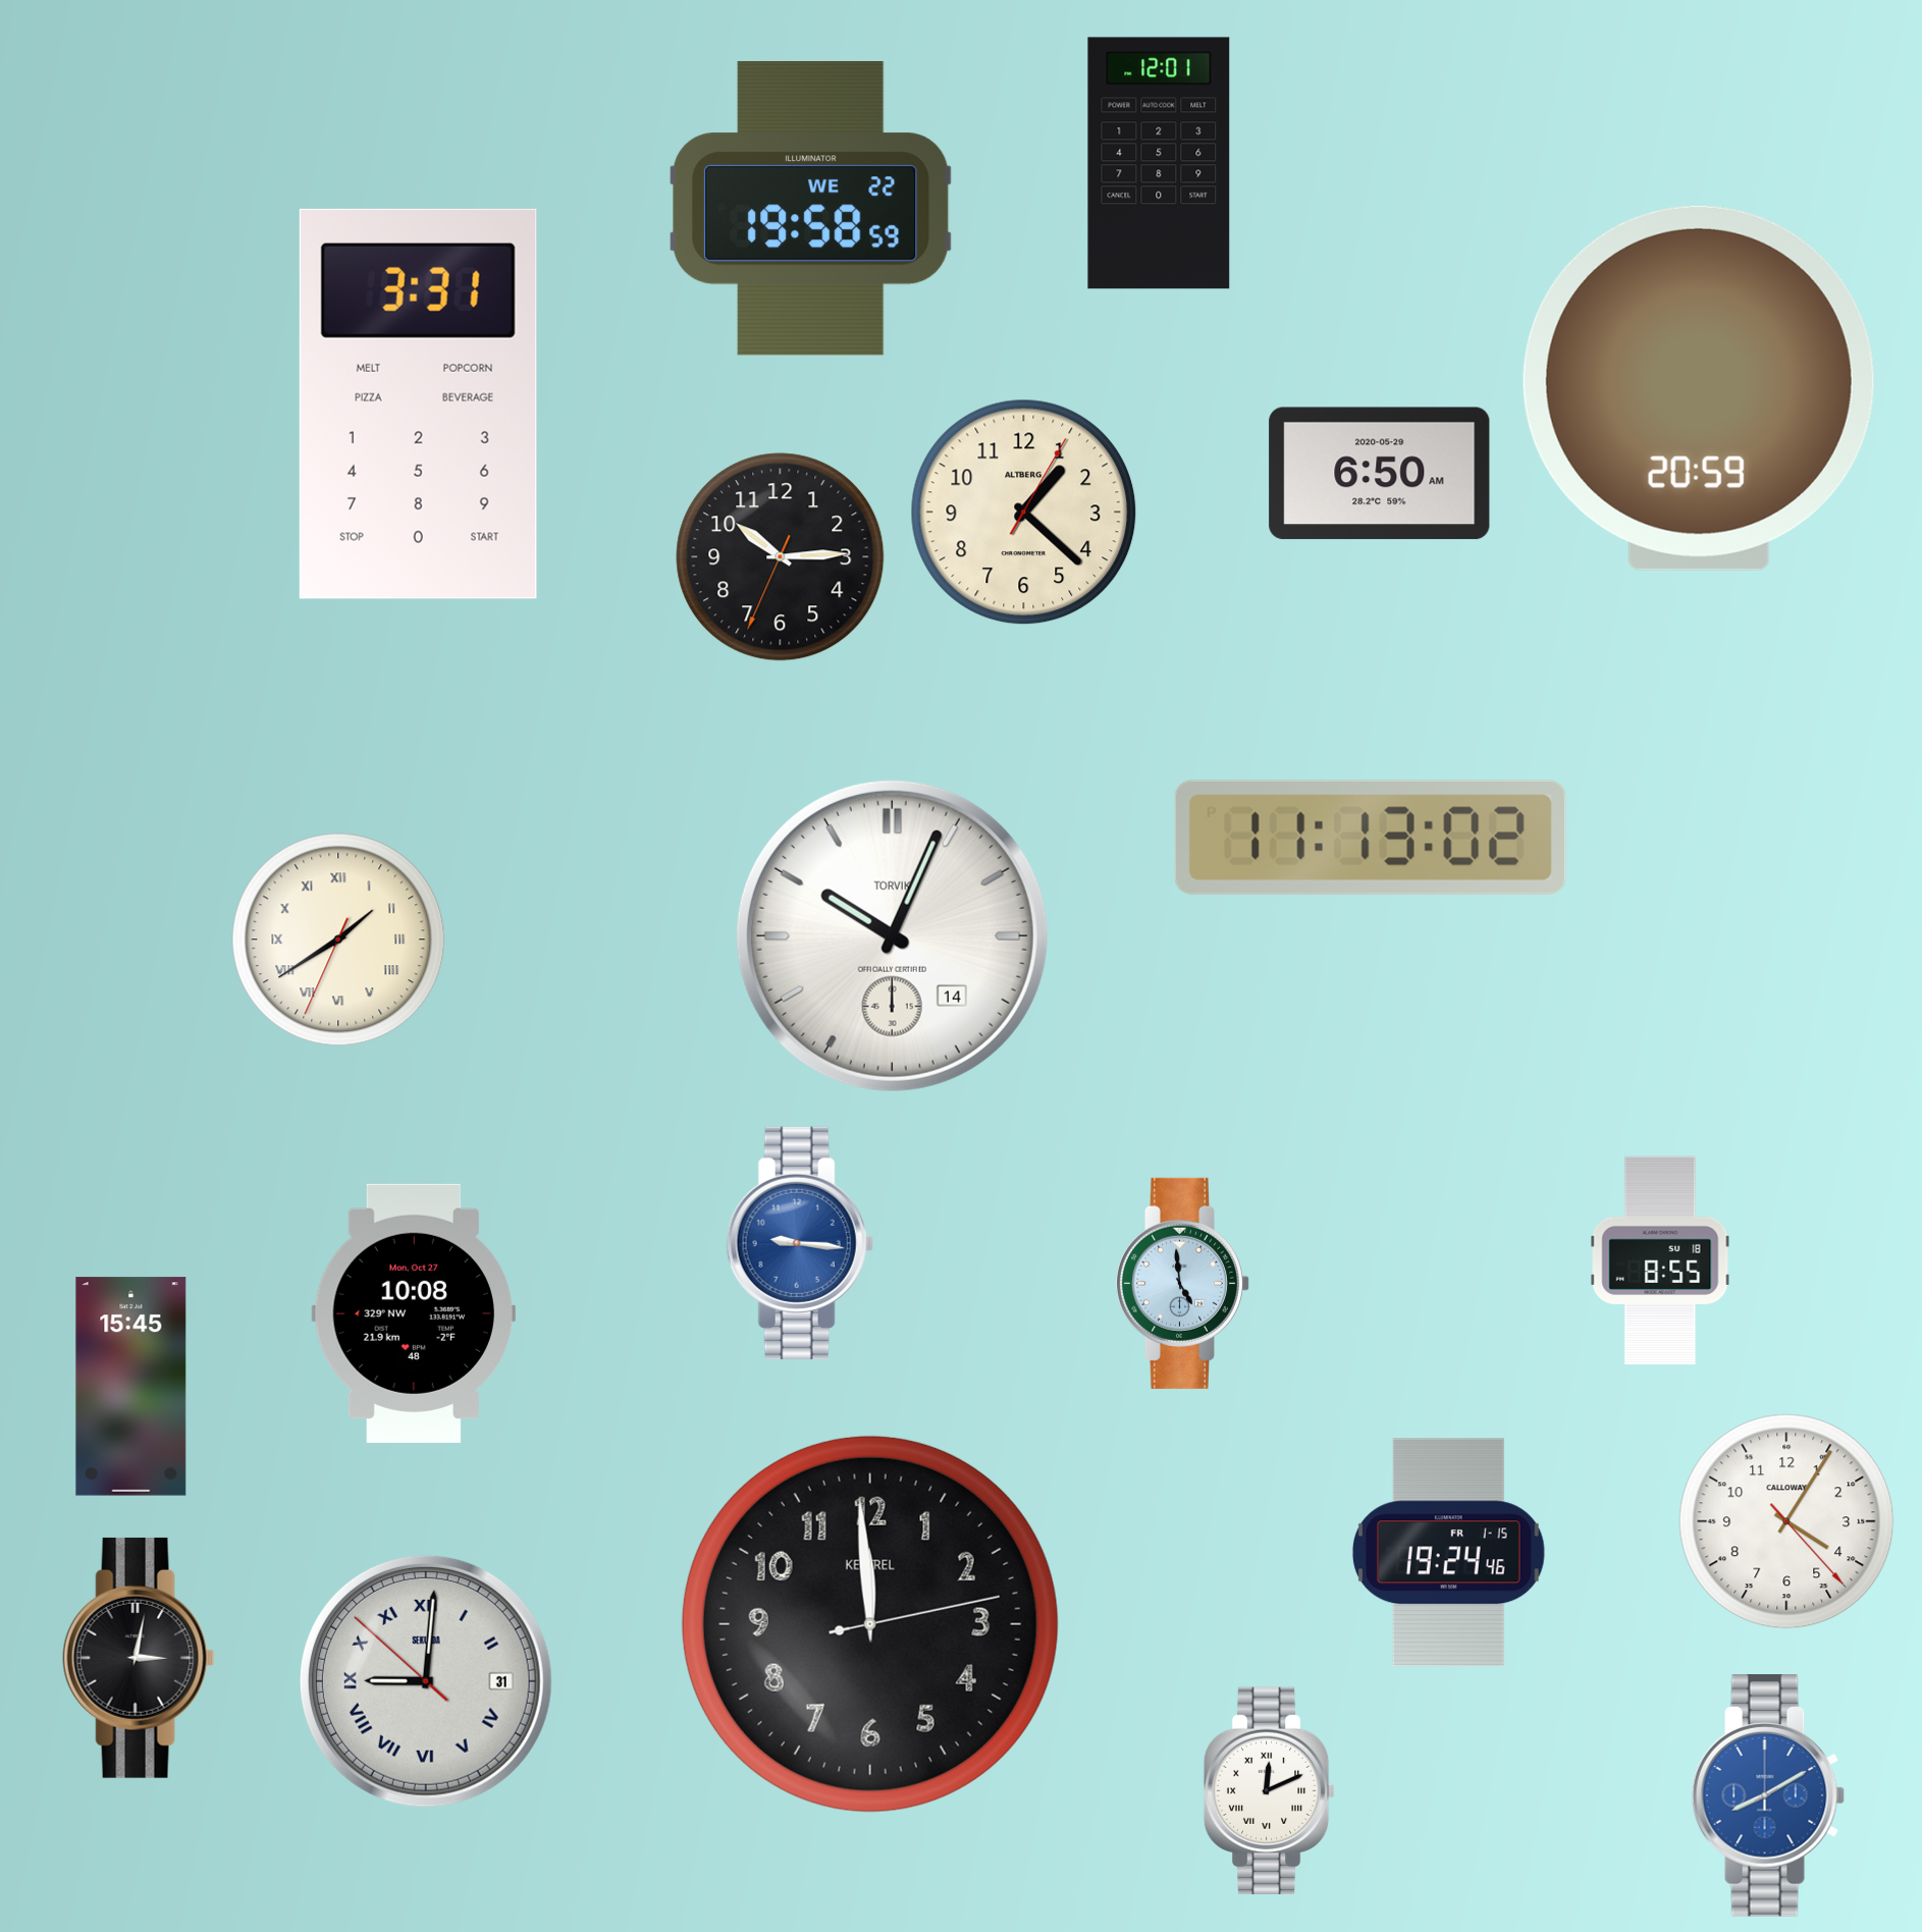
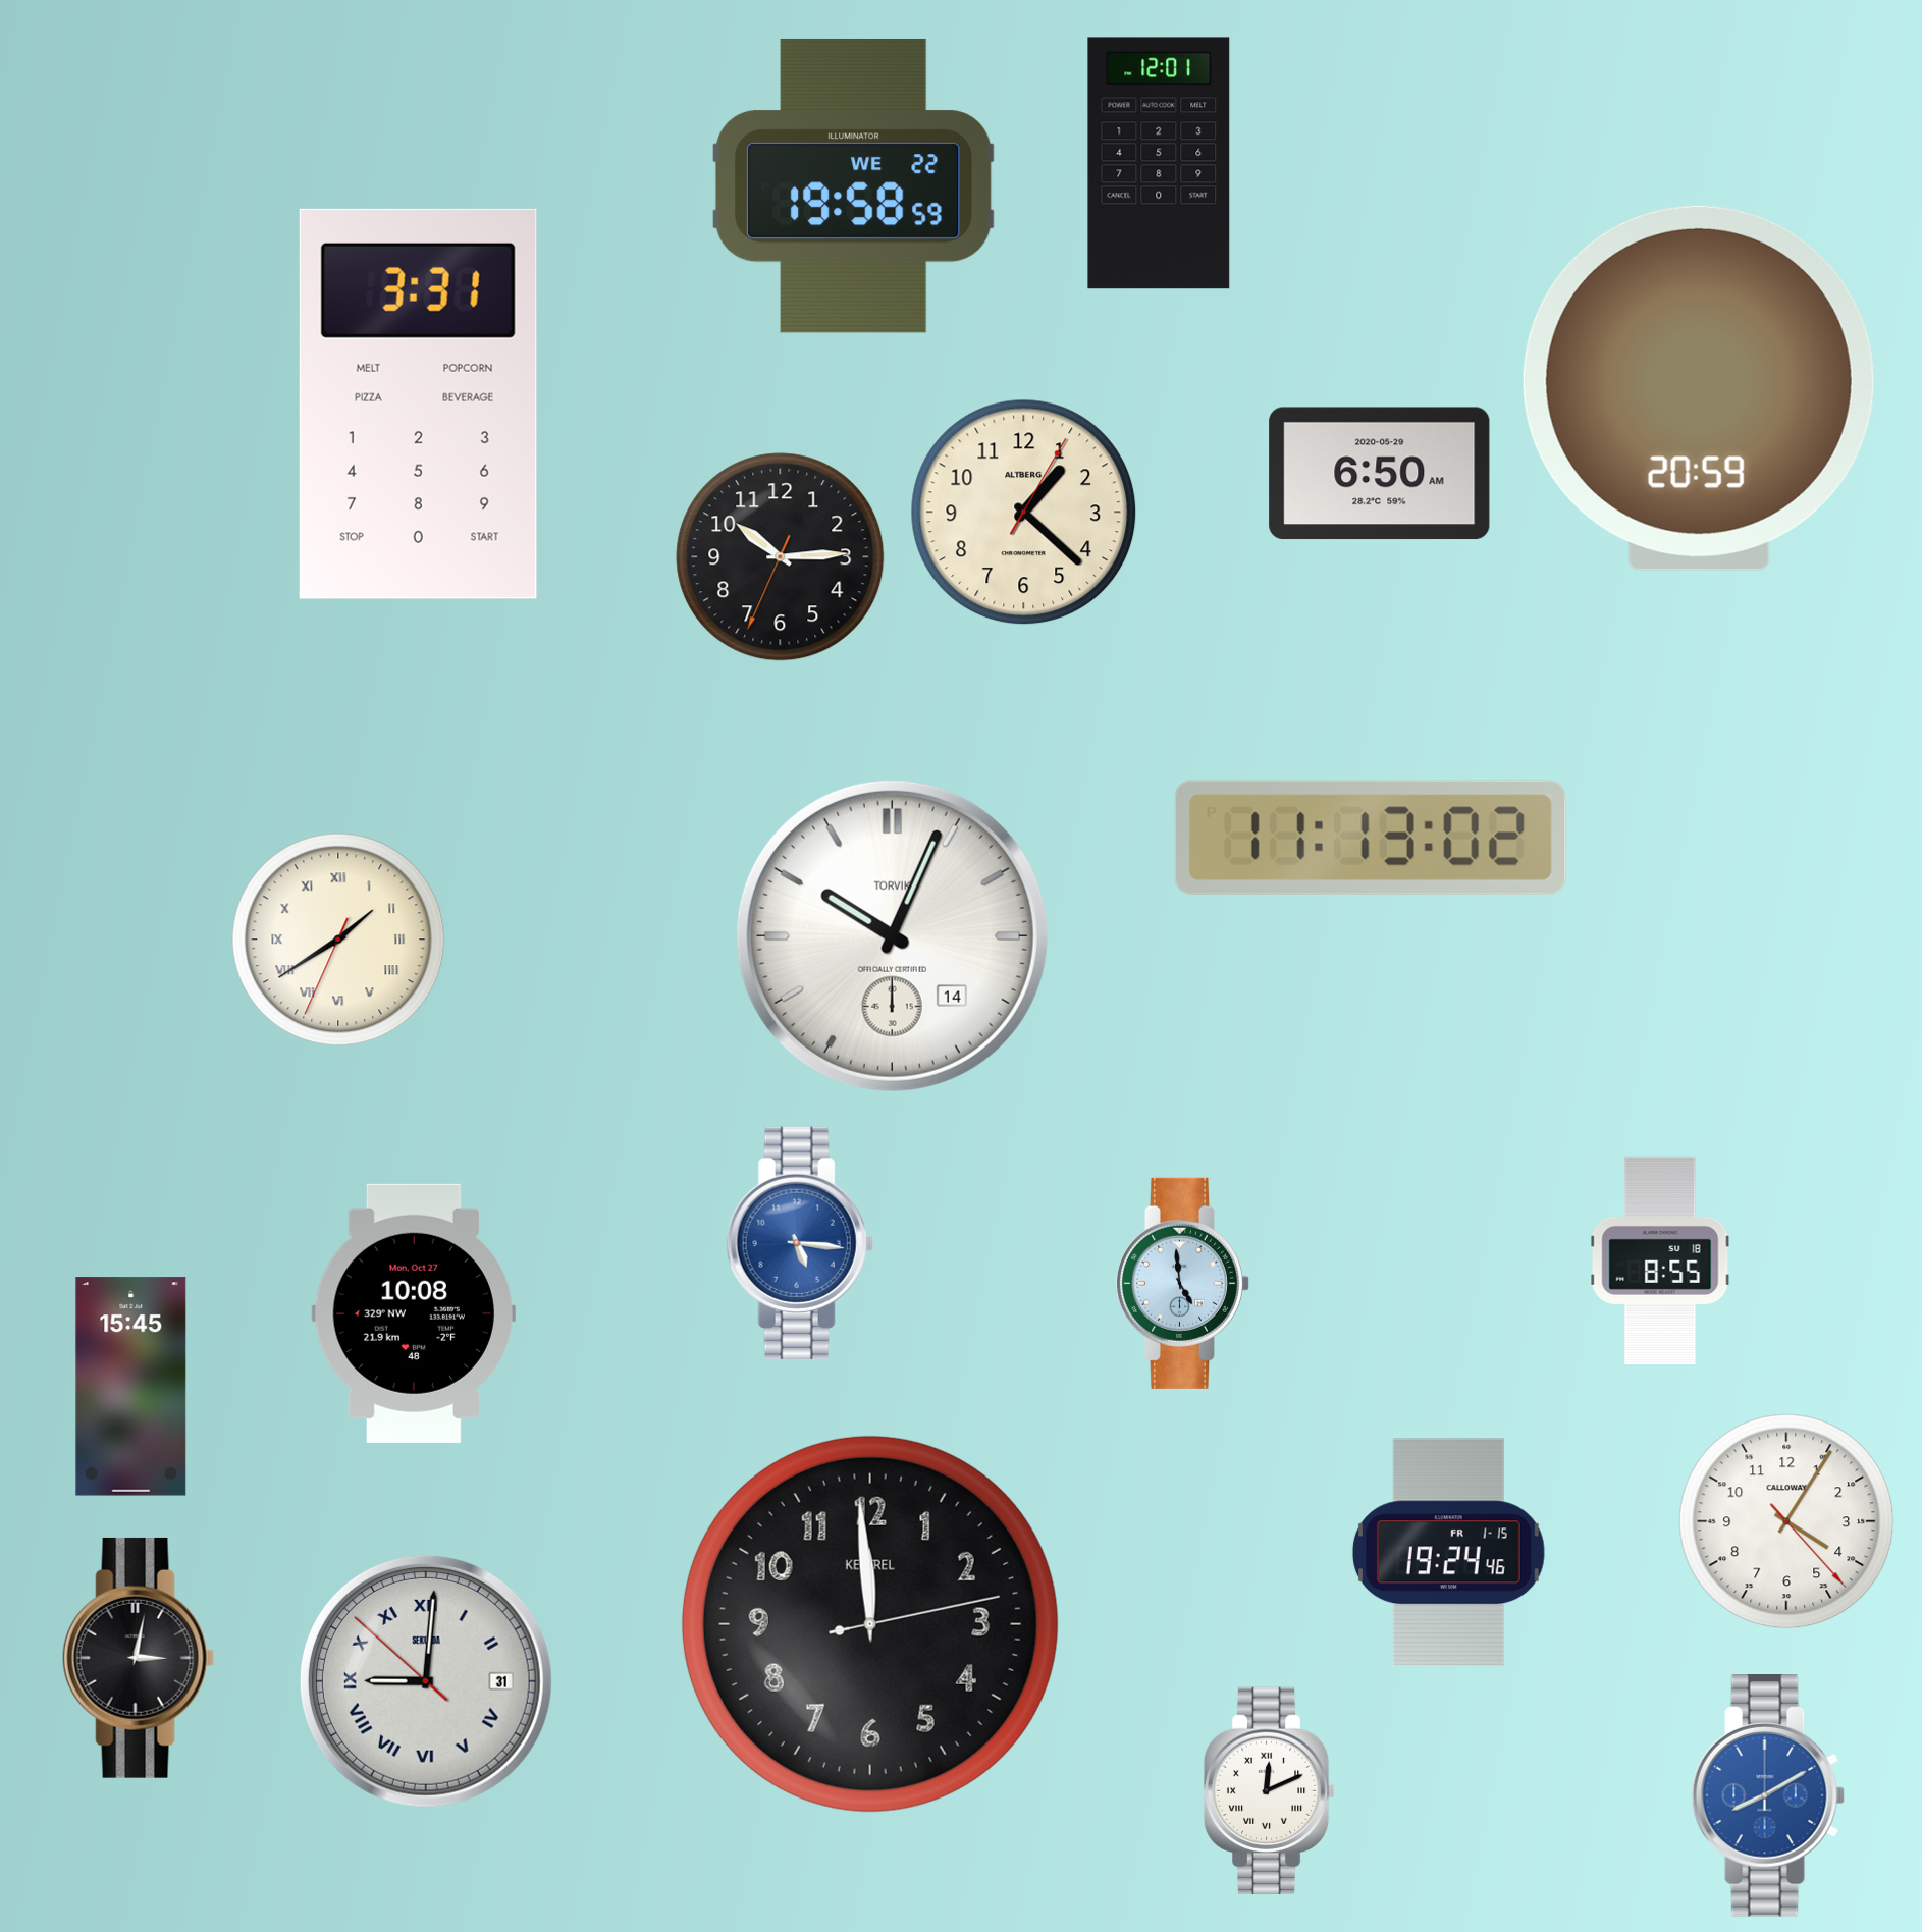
clock at (811, 208) position: (811, 208) -> (854, 185)
clock at (800, 1243): 9:16 -> 5:16
